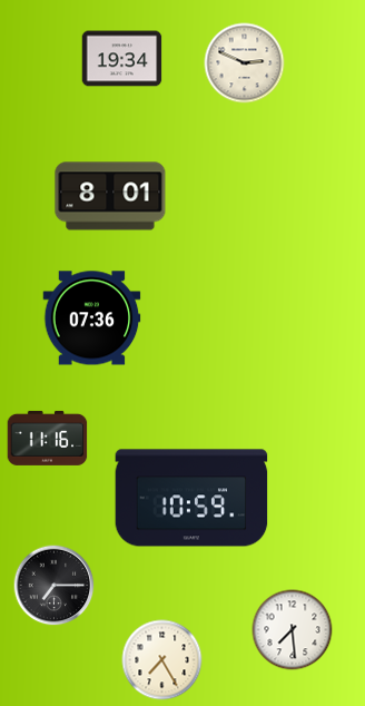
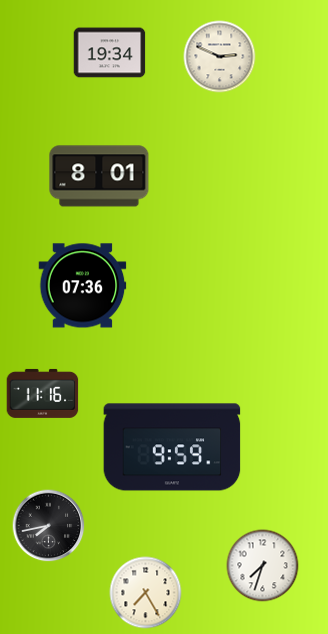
clock at (191, 498): 10:59 -> 9:59
clock at (55, 586): 7:15 -> 7:43
clock at (293, 630): 7:29 -> 7:33
